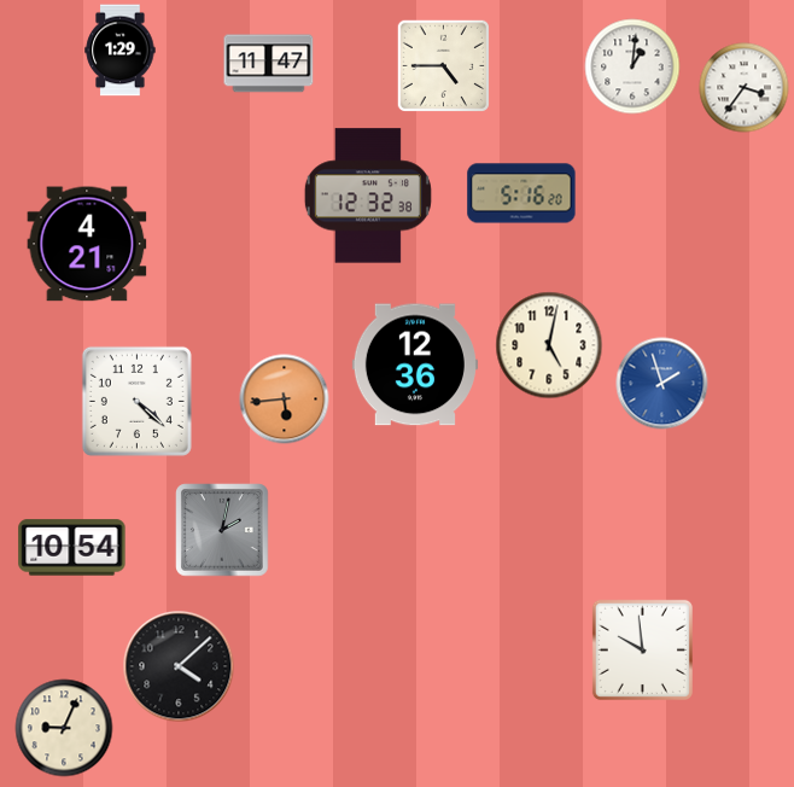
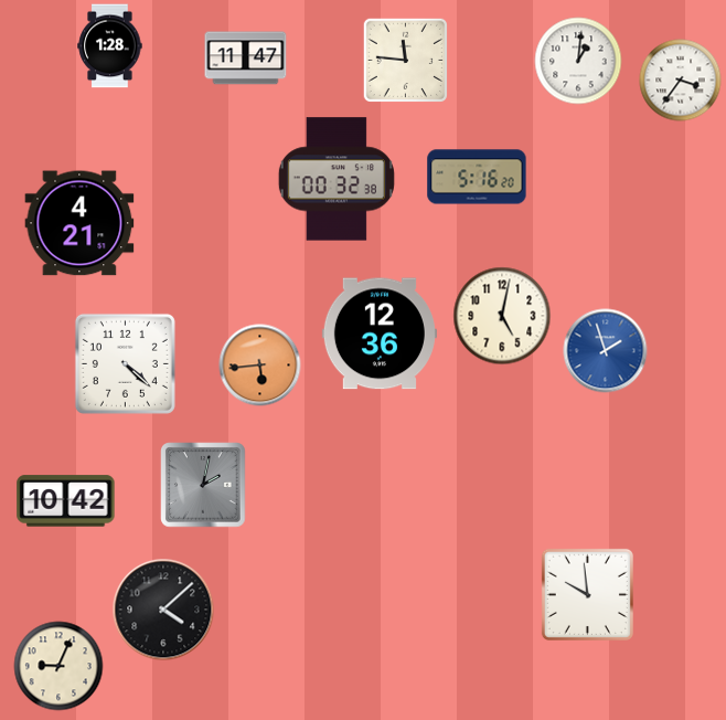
clock at (121, 51): 1:29 -> 1:28
clock at (443, 65): 4:45 -> 11:46
clock at (368, 196): 12:32 -> 00:32
clock at (136, 401) position: (136, 401) -> (125, 363)
clock at (72, 548): 10:54 -> 10:42
